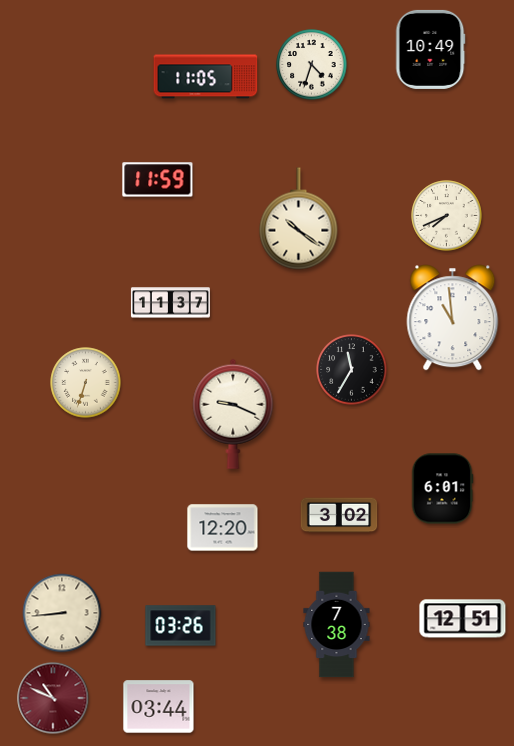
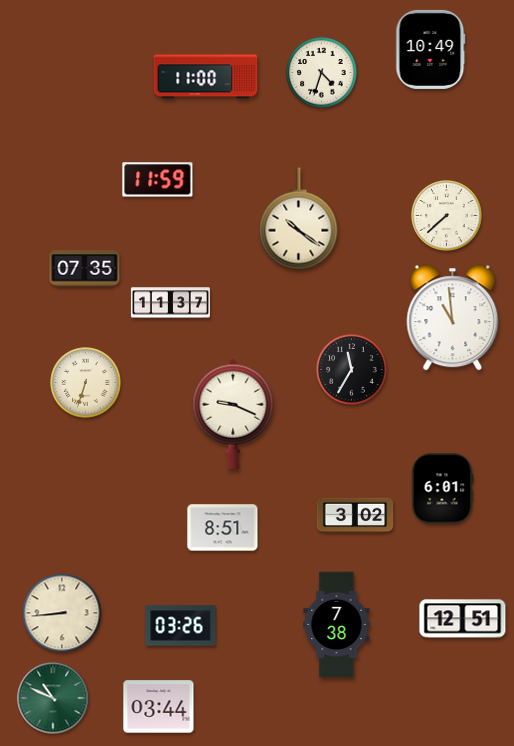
clock at (312, 65) position: (312, 65) -> (322, 73)
clock at (206, 77): 11:05 -> 11:00
clock at (447, 216): 7:41 -> 7:38
clock at (85, 269): none -> 07:35
clock at (339, 515) position: (339, 515) -> (355, 515)
clock at (223, 528): 12:20 -> 8:51
clock at (53, 698) dial: burgundy -> green
